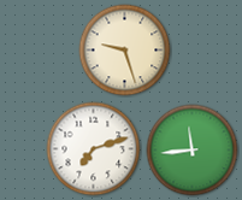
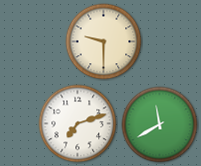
clock at (125, 51): 9:27 -> 9:30
clock at (193, 151): 11:44 -> 11:40
